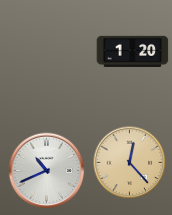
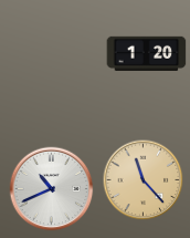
clock at (133, 51) position: (133, 51) -> (147, 53)
clock at (130, 163): 12:23 -> 11:23
